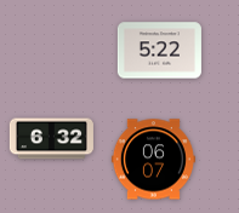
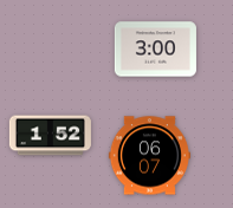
clock at (159, 51): 5:22 -> 3:00
clock at (51, 139): 6:32 -> 1:52
